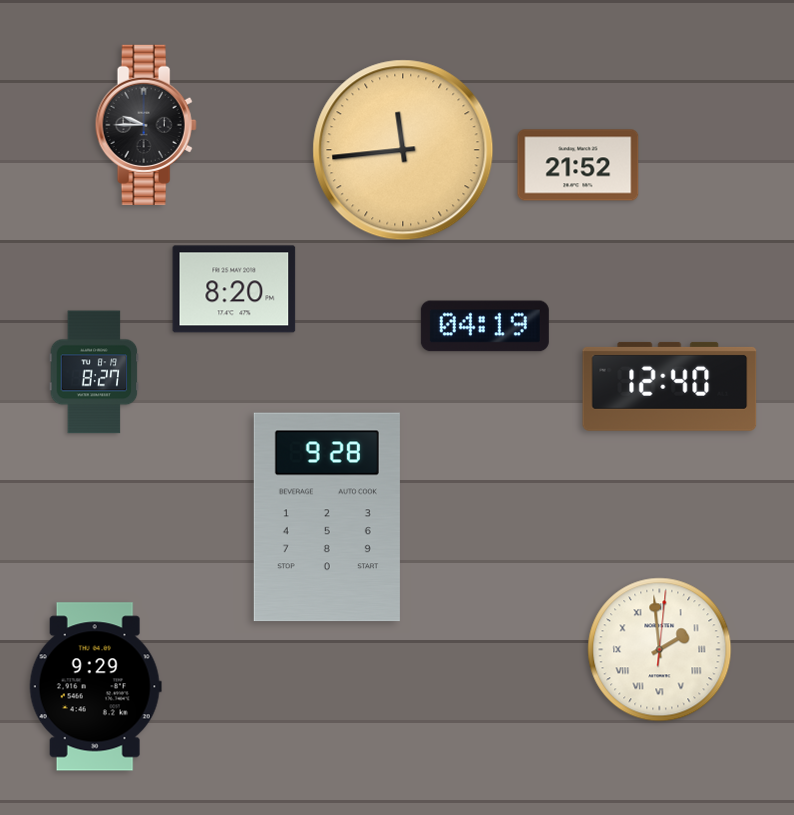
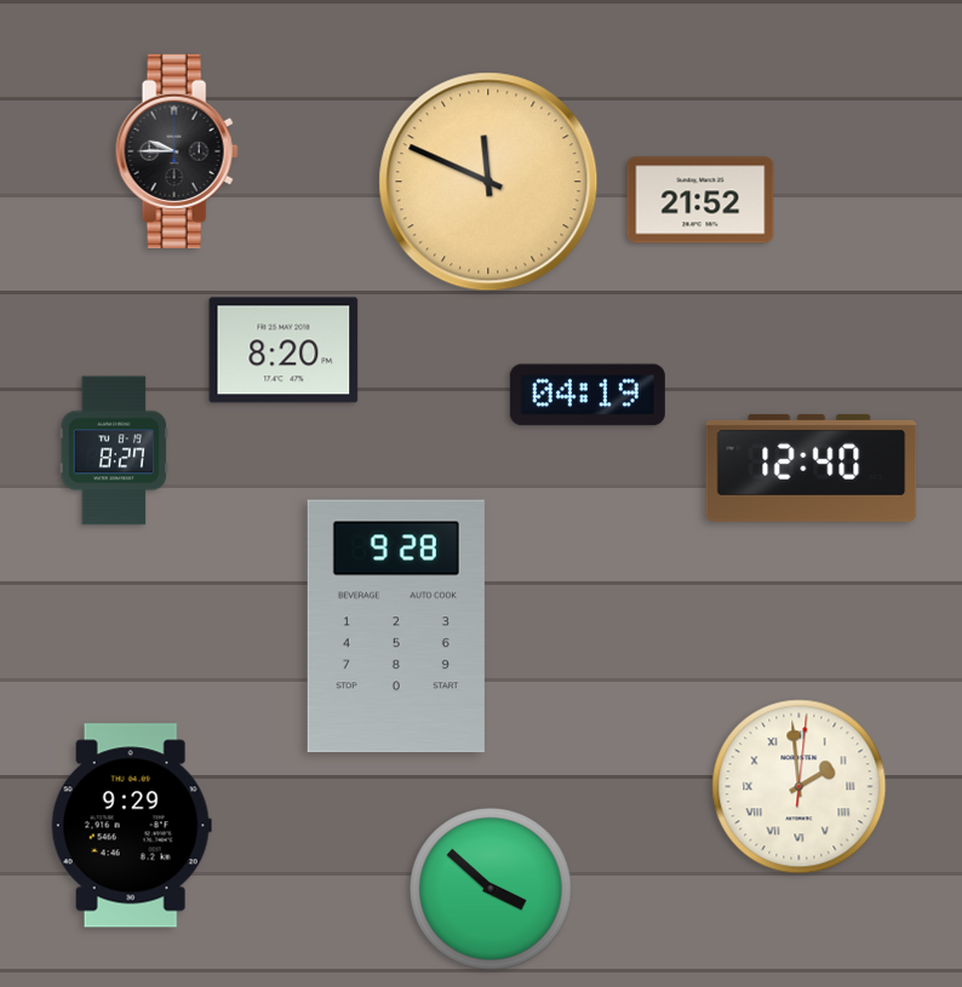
clock at (403, 150): 11:44 -> 11:49
clock at (95, 687) position: (95, 687) -> (131, 826)
clock at (491, 889): none -> 3:52
